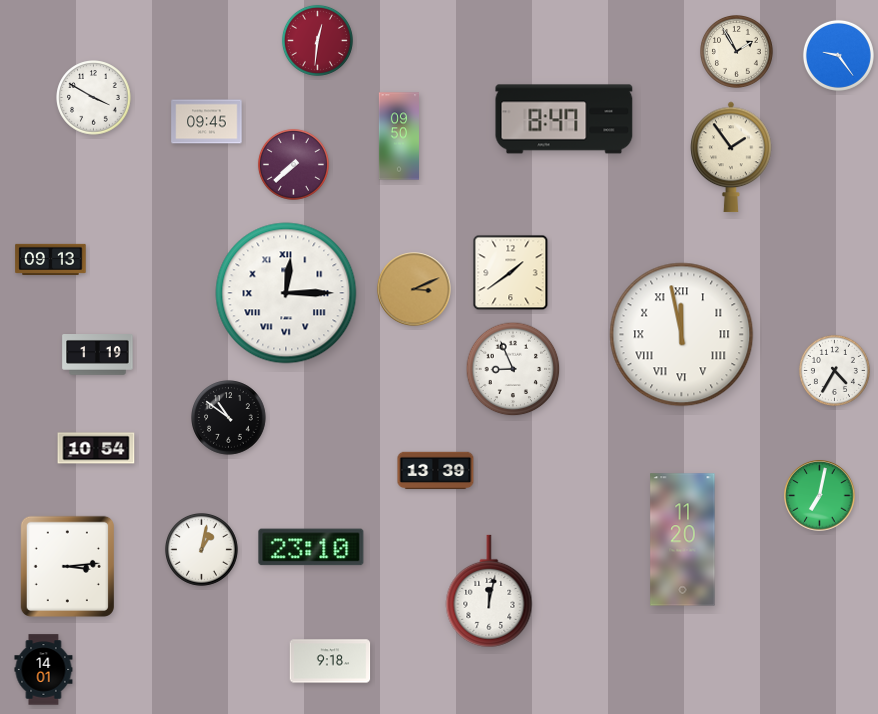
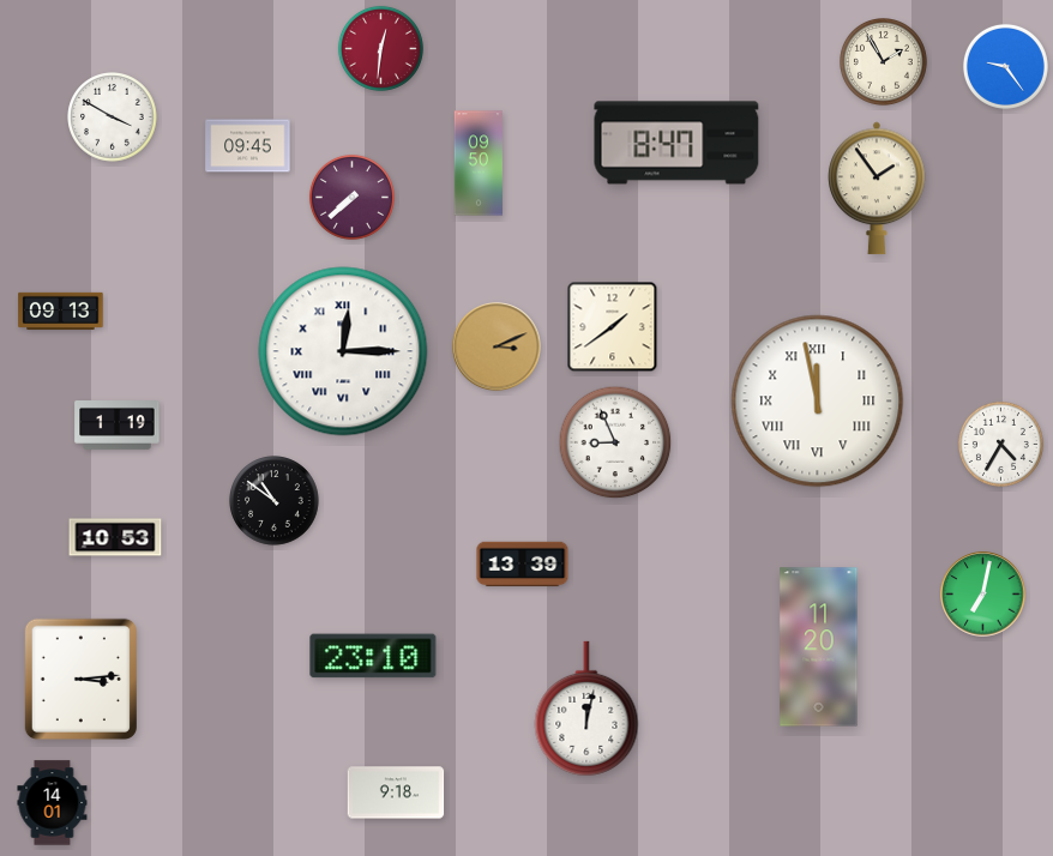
clock at (96, 448): 10:54 -> 10:53
clock at (202, 550): 1:02 -> none
